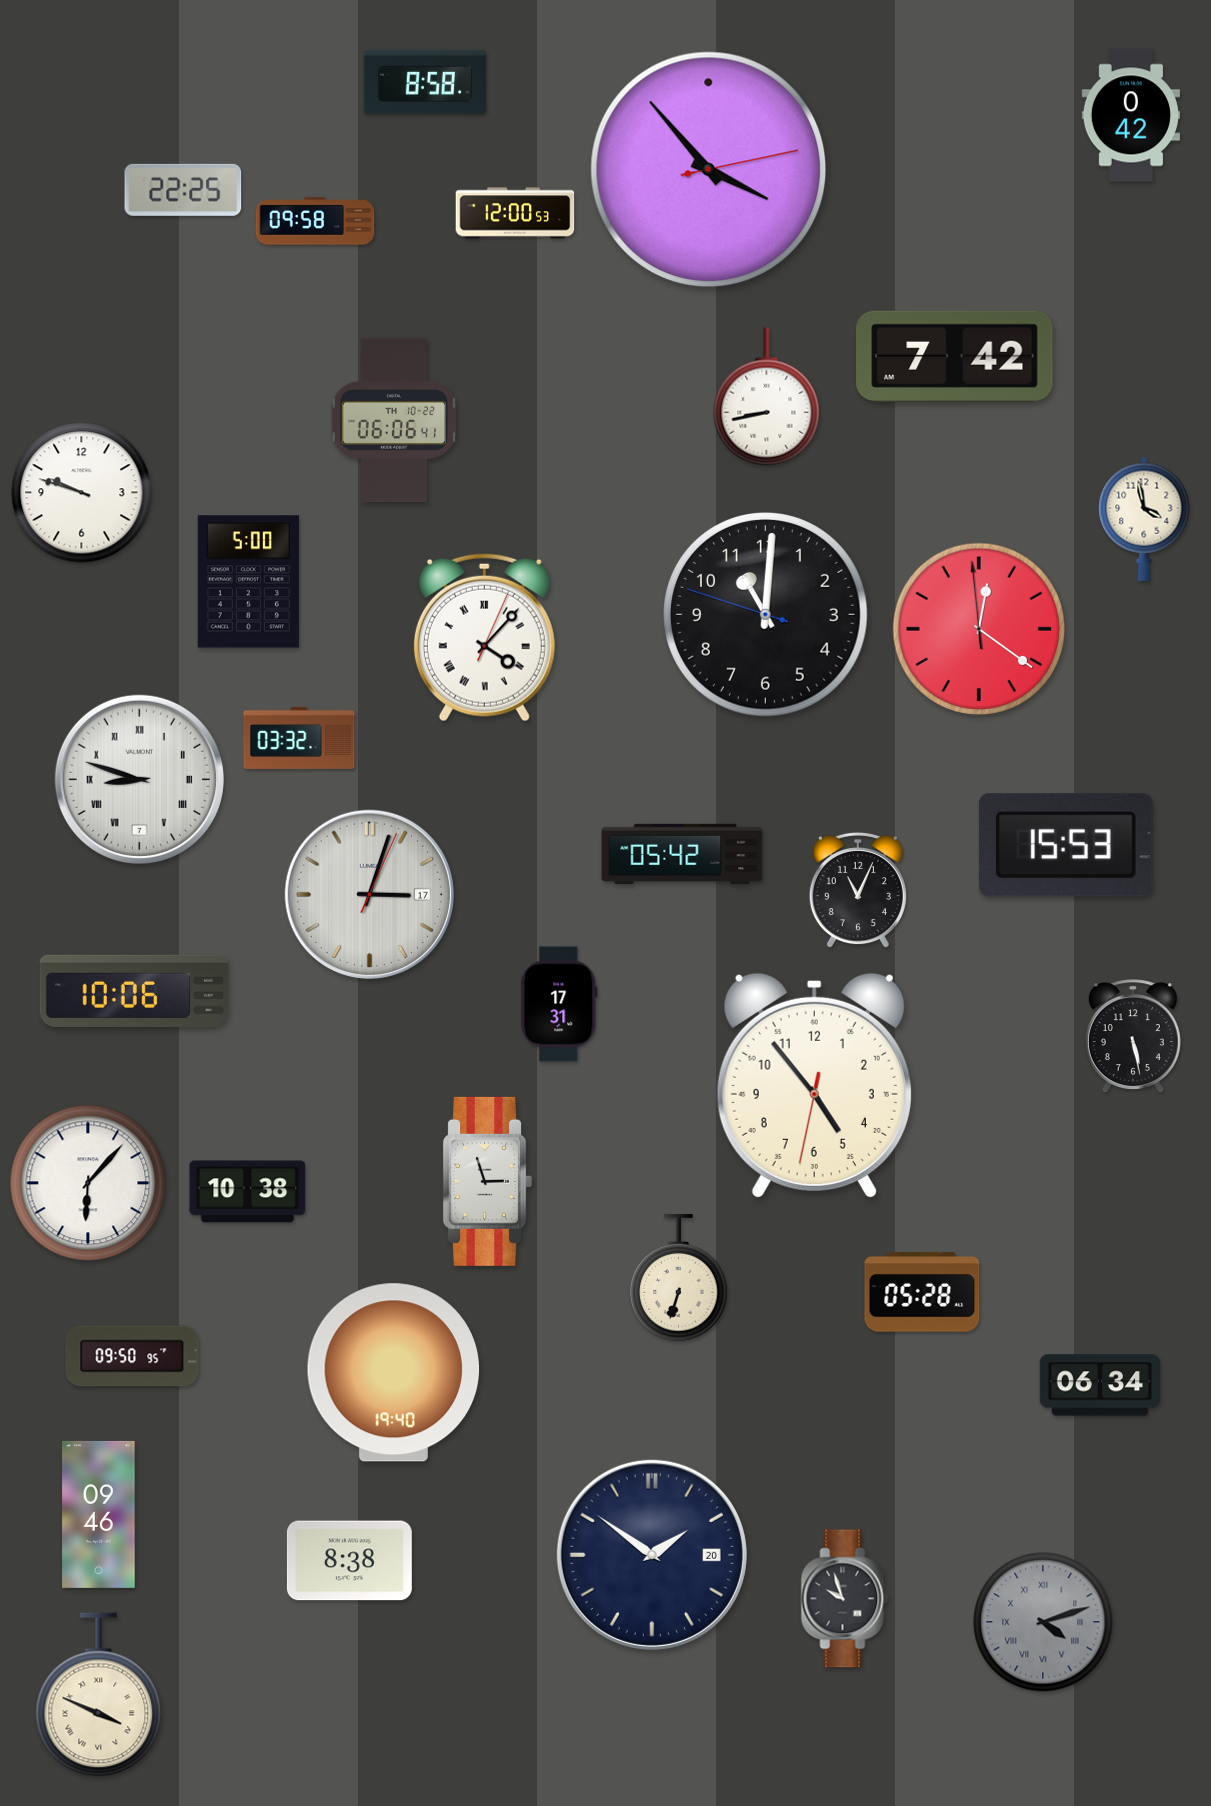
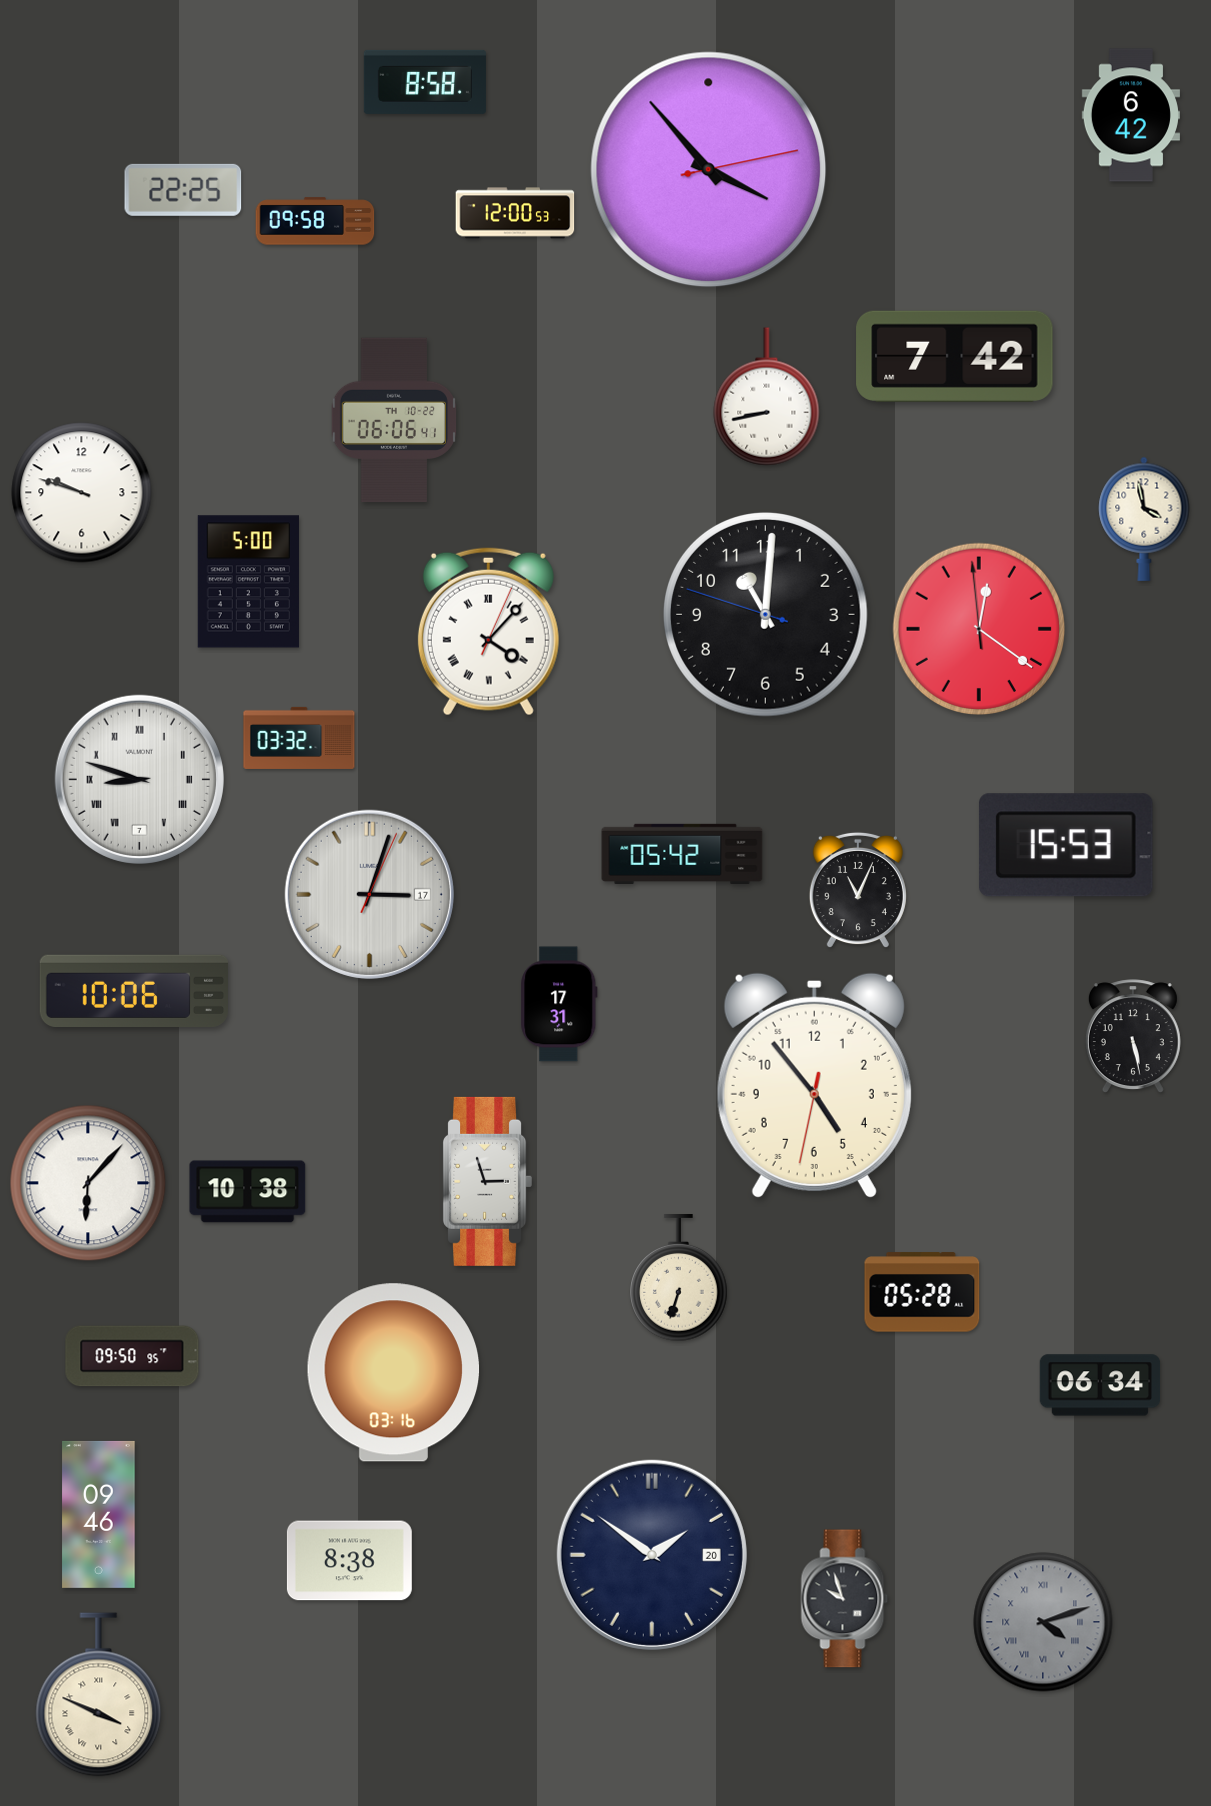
clock at (1131, 115): 0:42 -> 6:42
clock at (484, 638) position: (484, 638) -> (488, 632)
clock at (394, 1373): 19:40 -> 03:16
